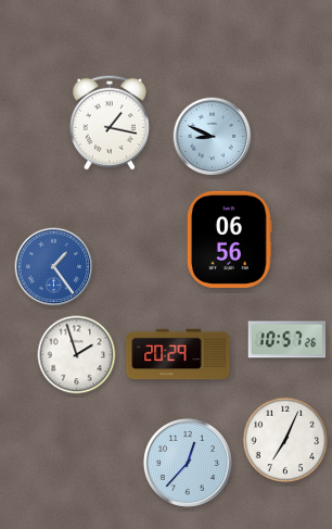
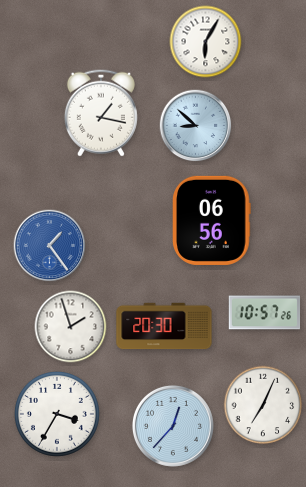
clock at (206, 42): none -> 6:05
clock at (213, 137): 8:49 -> 8:52
clock at (178, 354): 20:29 -> 20:30
clock at (57, 414): none -> 3:35
